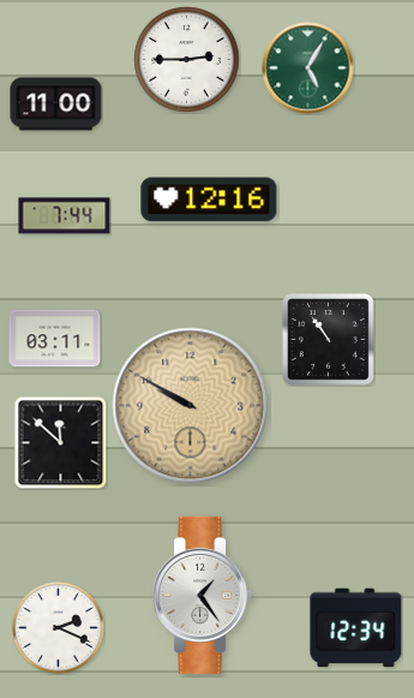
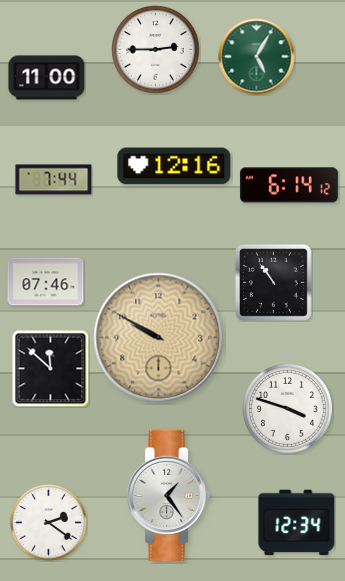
clock at (56, 105) position: (56, 105) -> (47, 78)
clock at (289, 185): none -> 6:14
clock at (55, 339): 03:11 -> 07:46
clock at (288, 409): none -> 3:48
clock at (59, 628): 2:19 -> 2:21
